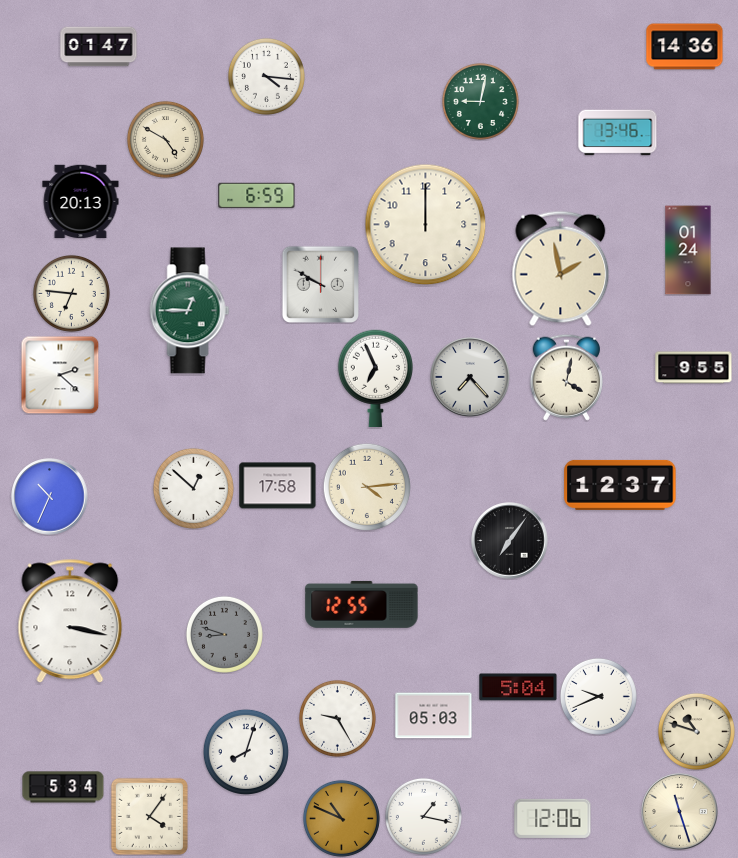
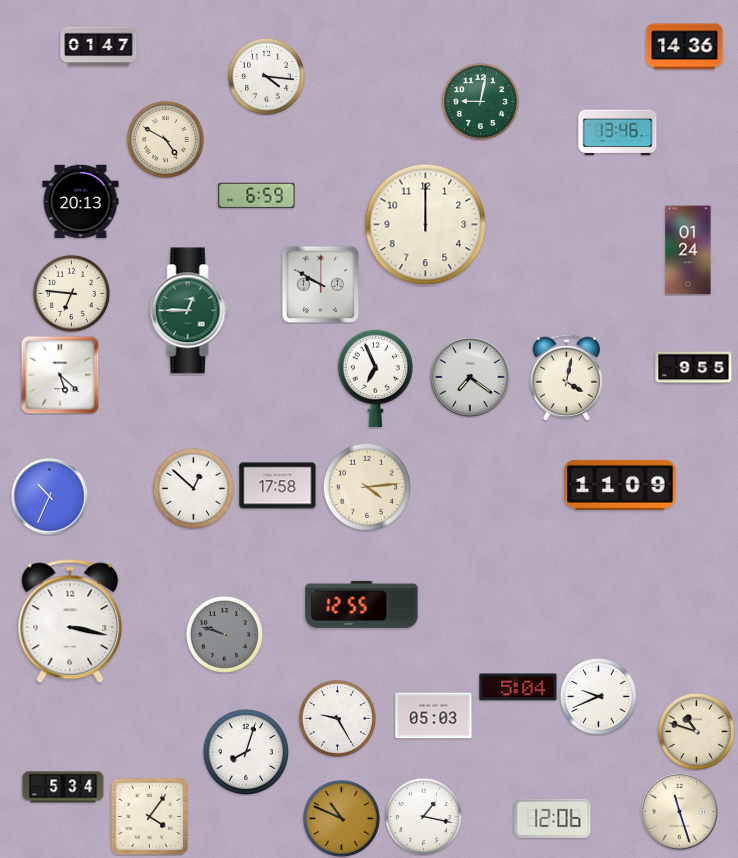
clock at (561, 269): 1:58 -> none
clock at (60, 375): 2:22 -> 5:22
clock at (471, 378): 7:23 -> 7:21
clock at (620, 485): 12:37 -> 11:09
clock at (510, 541): 7:06 -> none
clock at (224, 634): 8:48 -> 9:48
